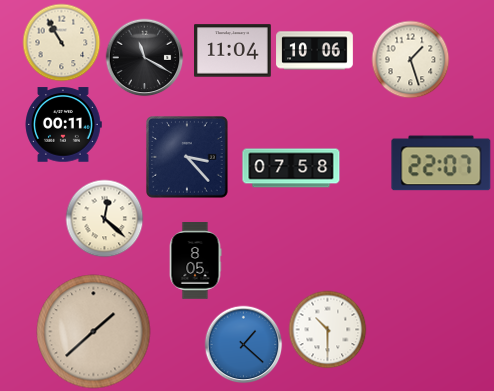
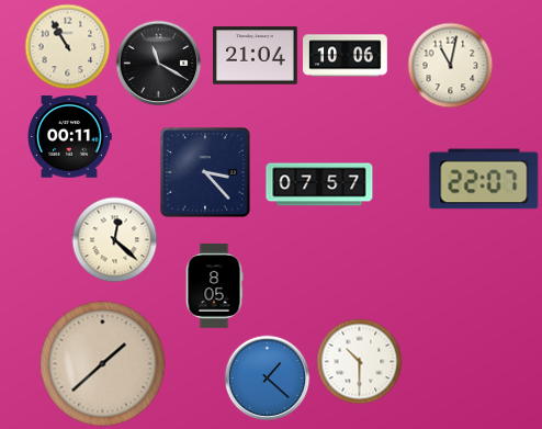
clock at (233, 51): 11:04 -> 21:04
clock at (410, 59): 1:27 -> 11:02
clock at (291, 168): 07:58 -> 07:57
